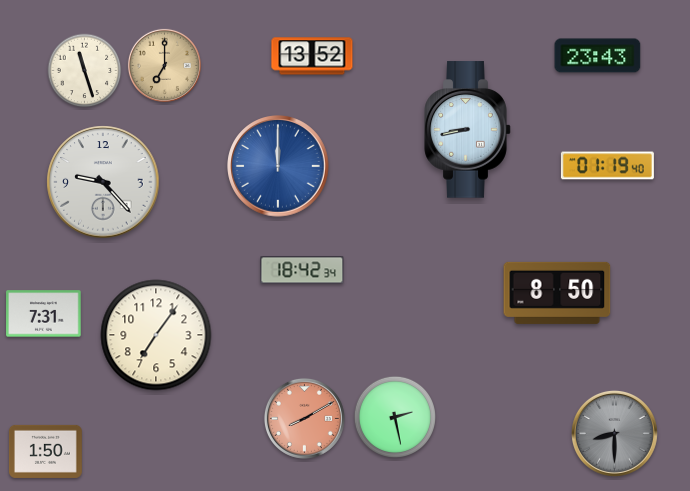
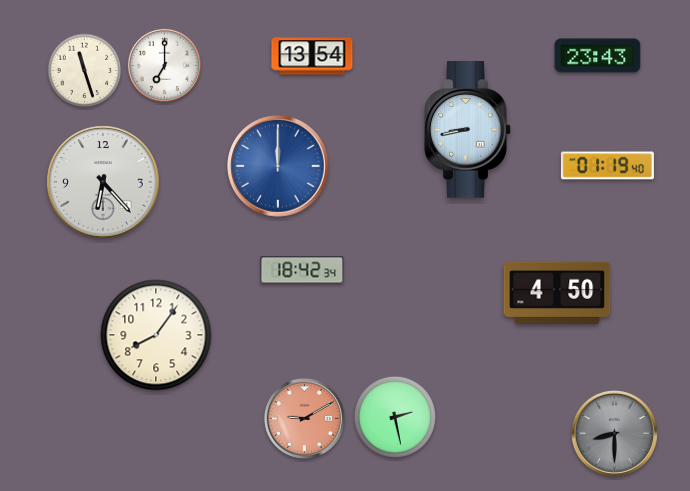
clock at (312, 56): 13:52 -> 13:54
clock at (164, 65) dial: champagne -> white
clock at (103, 182): 9:23 -> 6:23
clock at (557, 293): 8:50 -> 4:50
clock at (44, 314): 7:31 -> none
clock at (156, 335): 7:06 -> 8:06
clock at (304, 418): 8:10 -> 9:10
clock at (45, 451): 1:50 -> none
